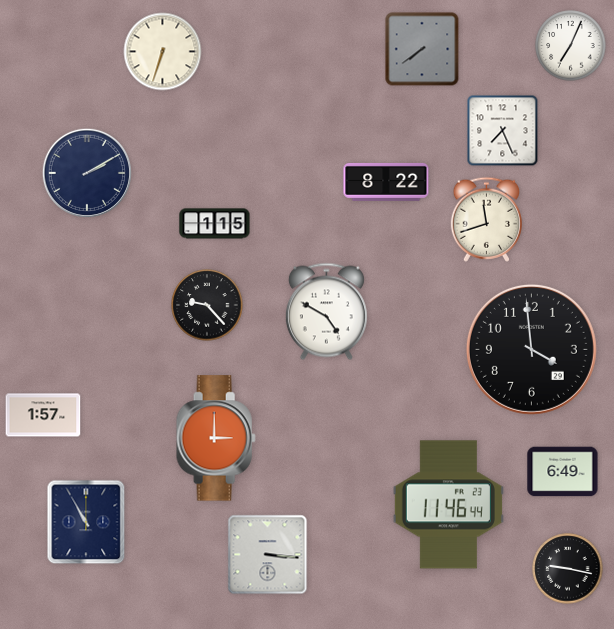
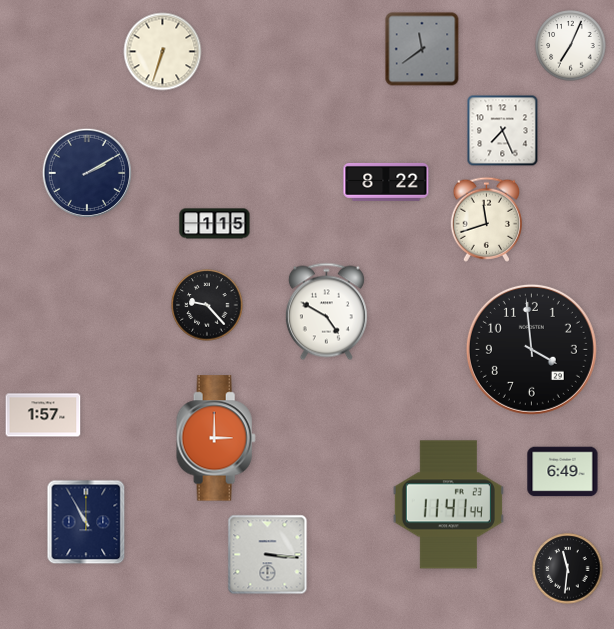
clock at (422, 49): 7:39 -> 11:39
clock at (448, 505): 11:46 -> 11:41
clock at (568, 569): 9:17 -> 11:31
